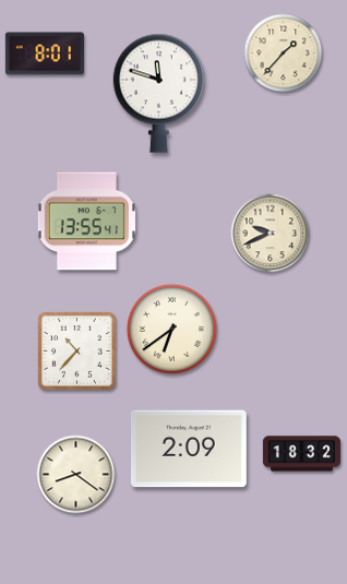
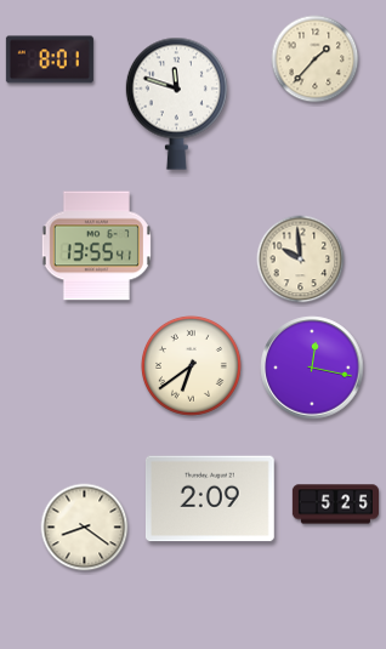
clock at (271, 234): 9:41 -> 9:59
clock at (312, 368): none -> 12:17
clock at (76, 350): 10:37 -> none
clock at (301, 454): 18:32 -> 5:25
